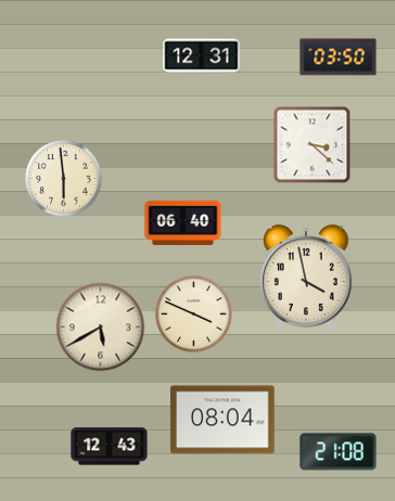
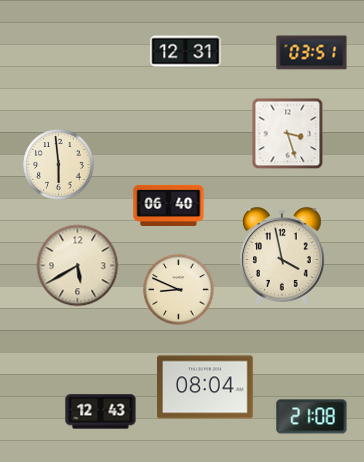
clock at (339, 57): 03:50 -> 03:51
clock at (313, 145): 3:22 -> 3:27
clock at (194, 314): 3:49 -> 8:49
clock at (101, 327) position: (101, 327) -> (78, 266)
